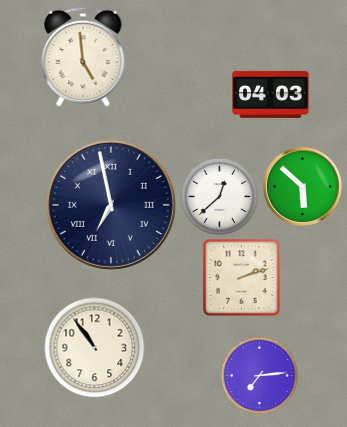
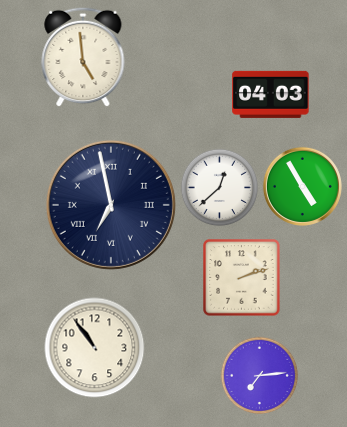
clock at (302, 186): 5:52 -> 4:55
clock at (219, 196) position: (219, 196) -> (219, 187)
